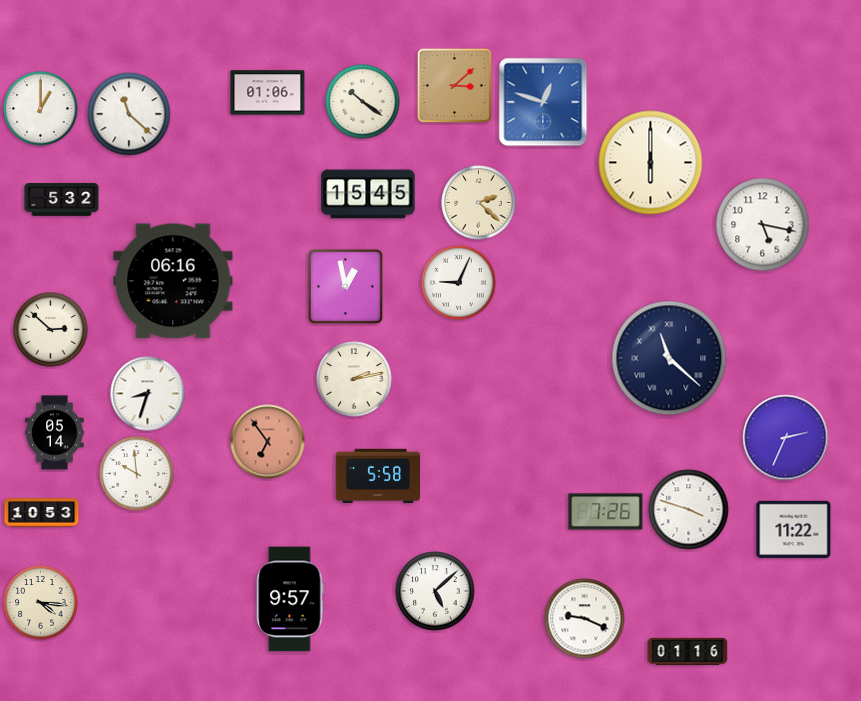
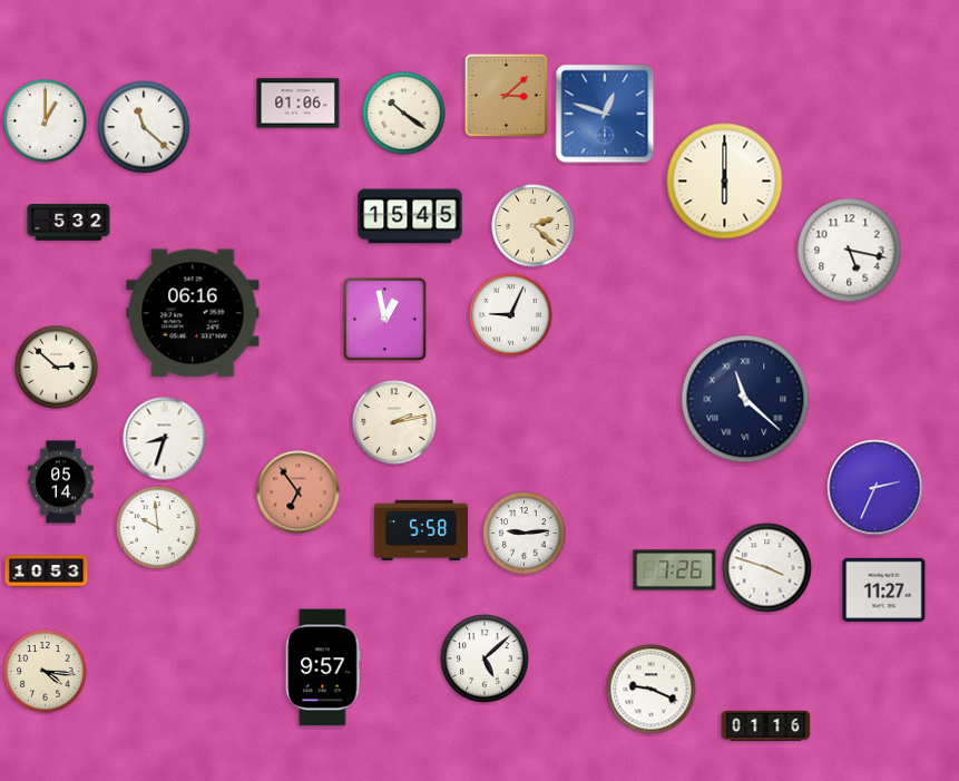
clock at (137, 474) position: (137, 474) -> (158, 528)
clock at (525, 534): none -> 9:14
clock at (794, 529): 11:22 -> 11:27
